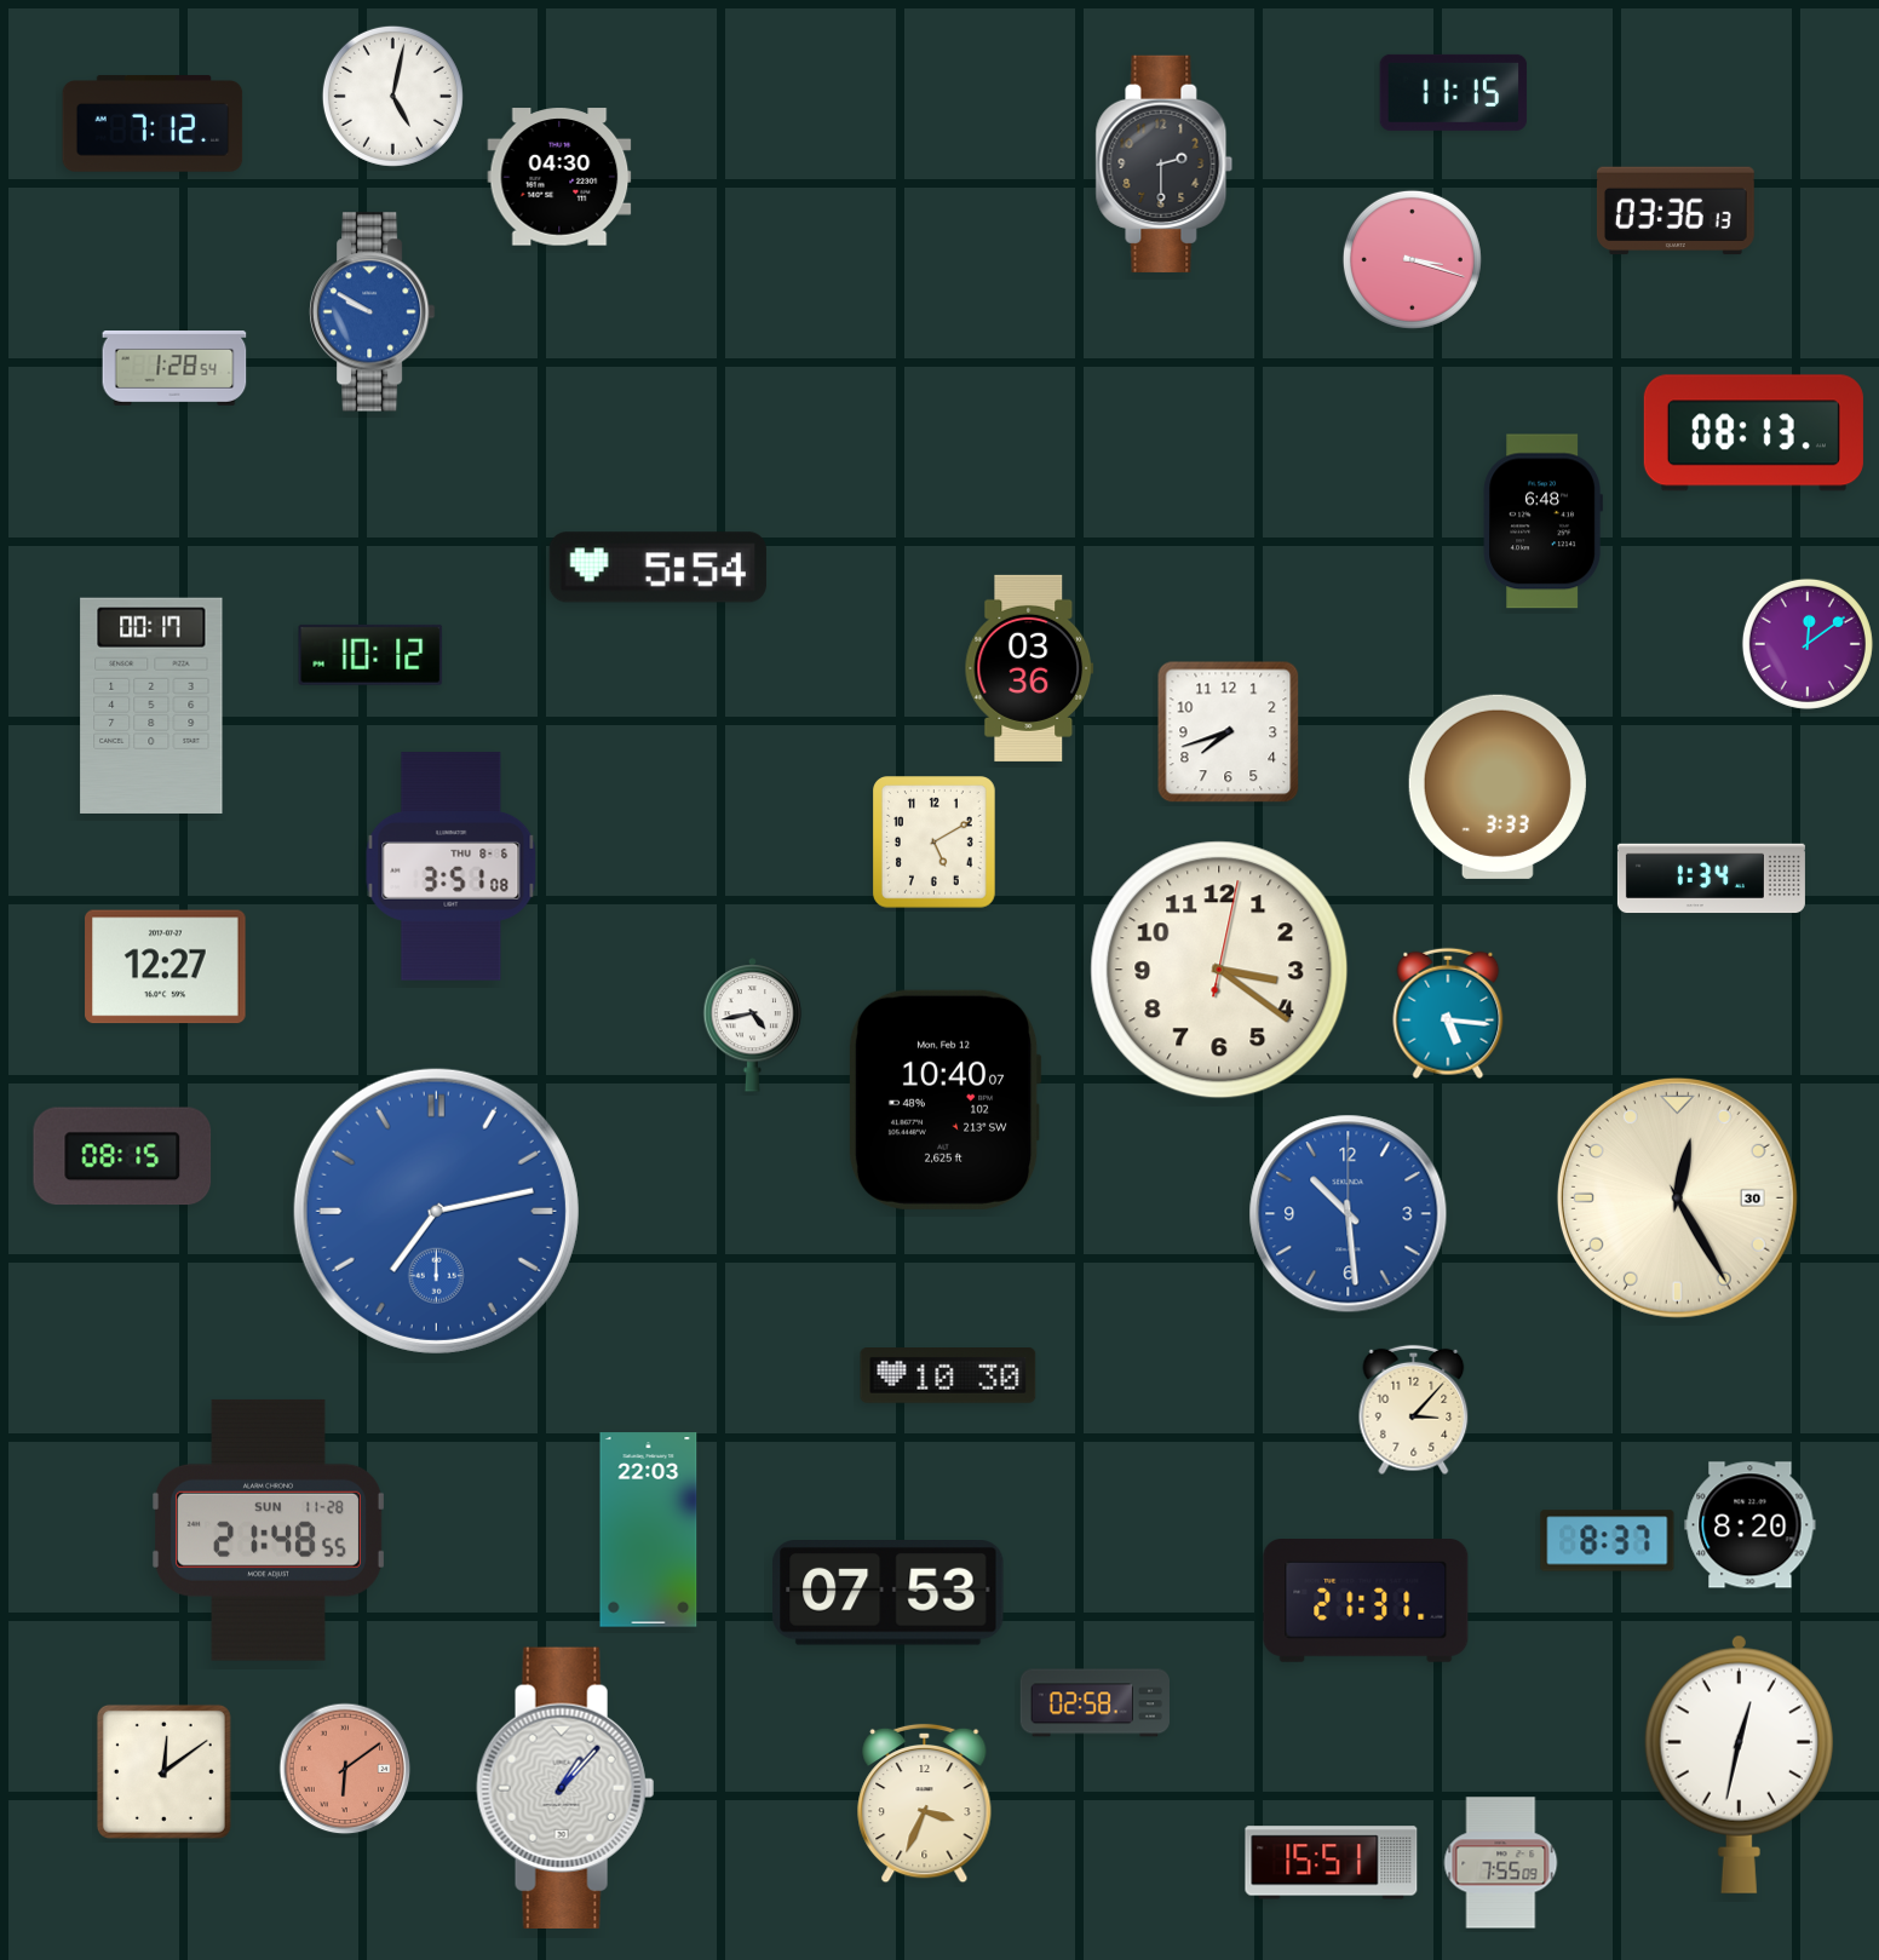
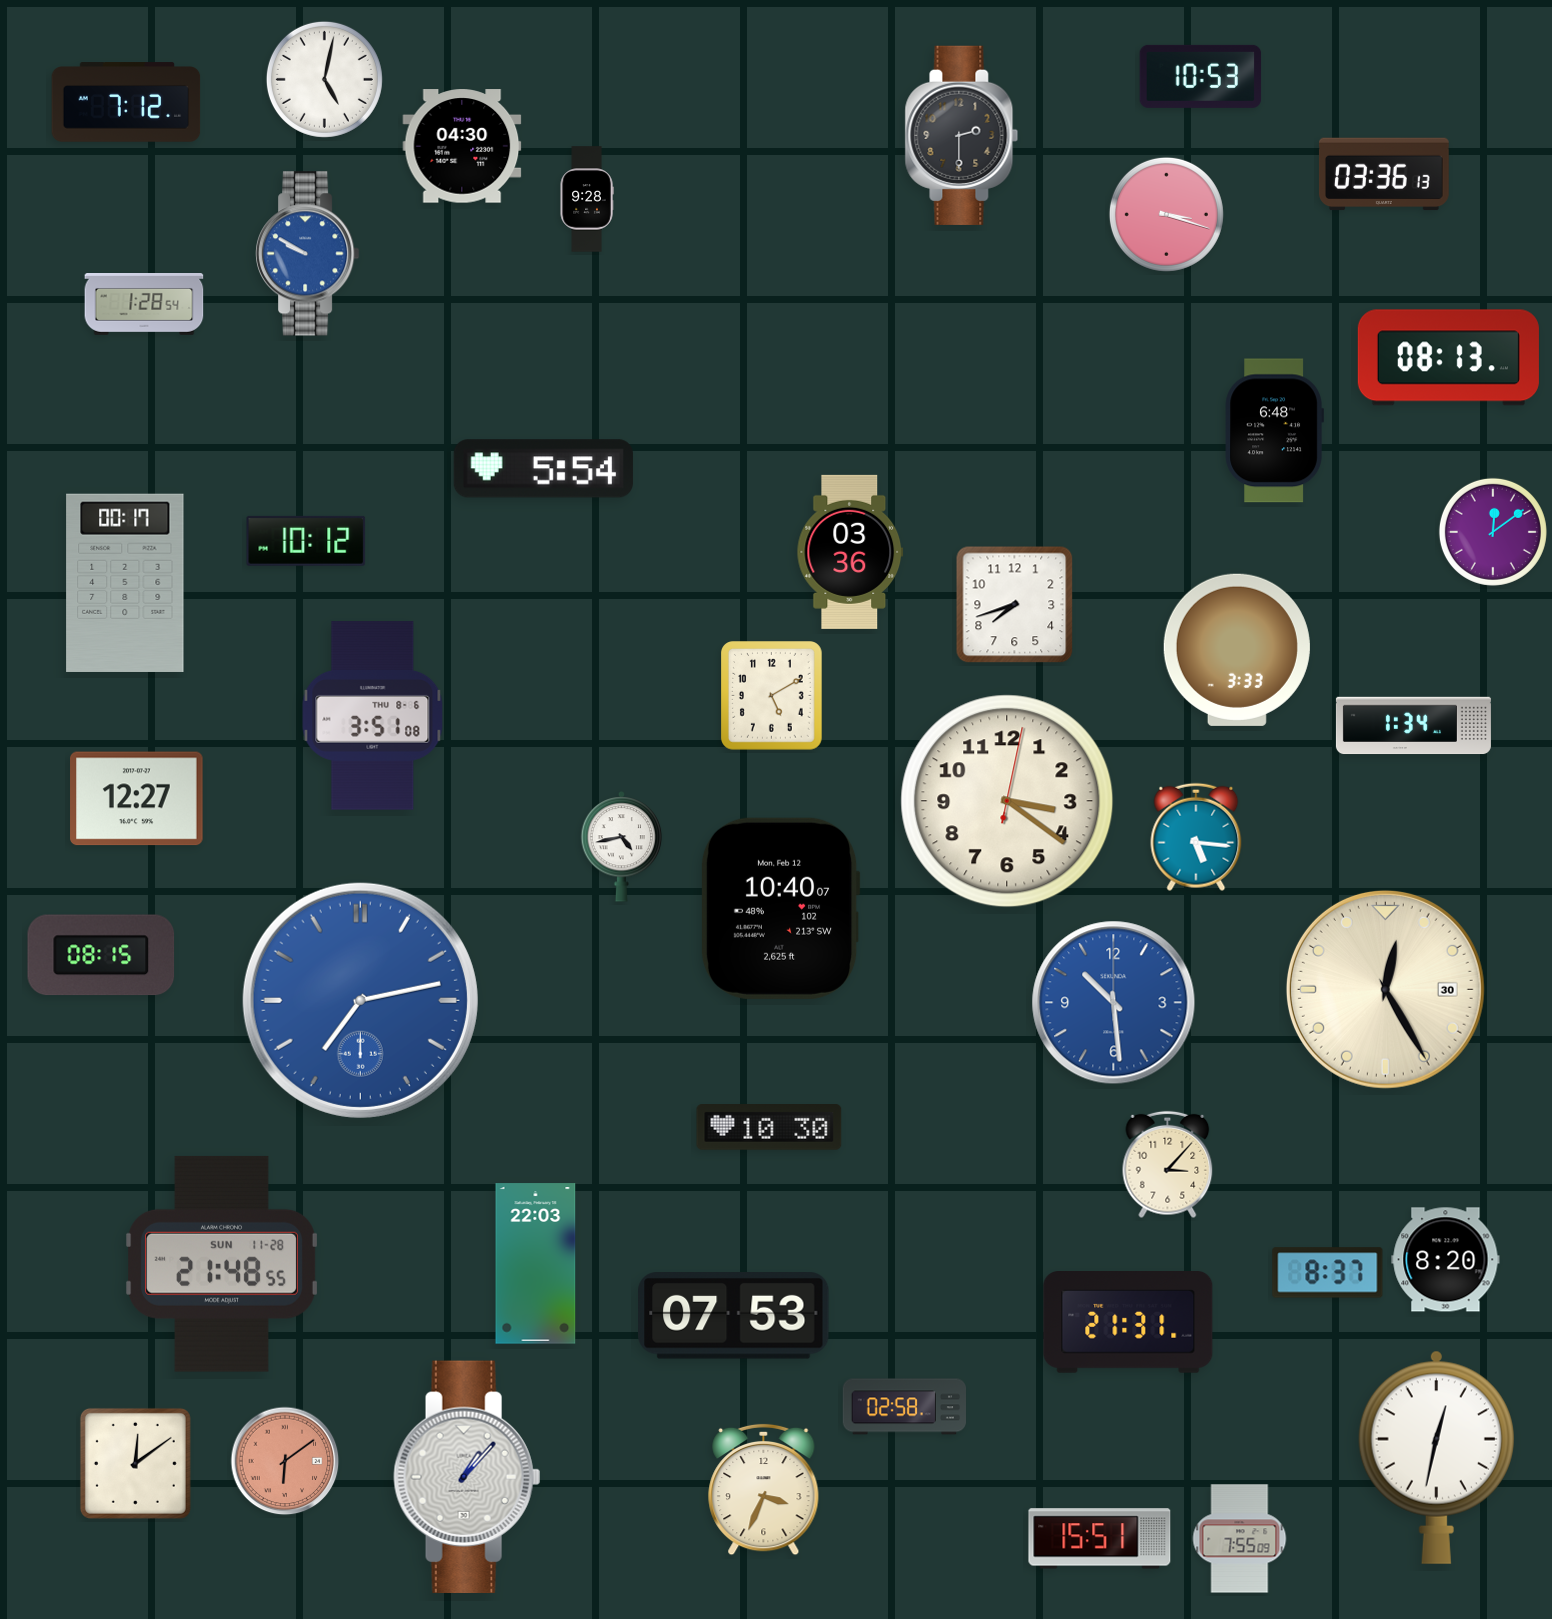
clock at (1454, 92): 11:15 -> 10:53
clock at (587, 199): none -> 9:28
clock at (373, 312) position: (373, 312) -> (308, 254)
clock at (948, 1376) position: (948, 1376) -> (769, 1128)
